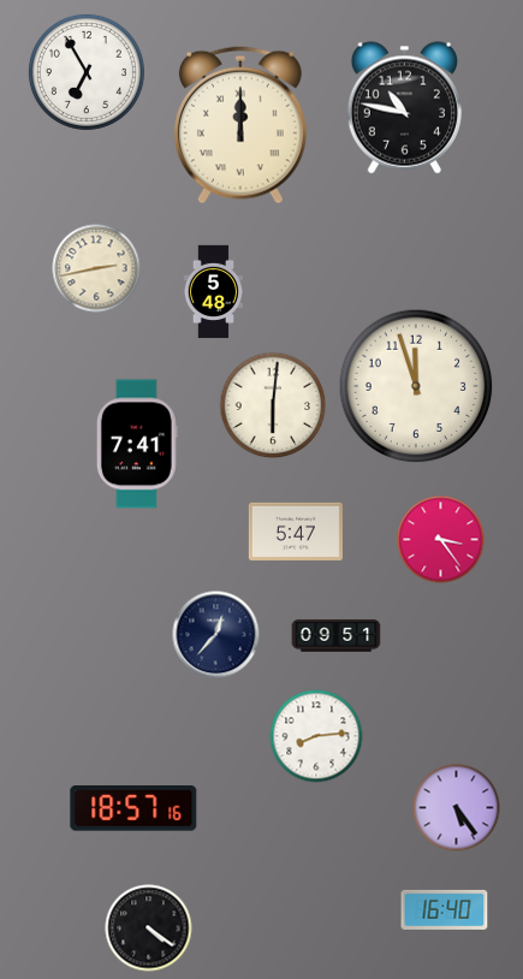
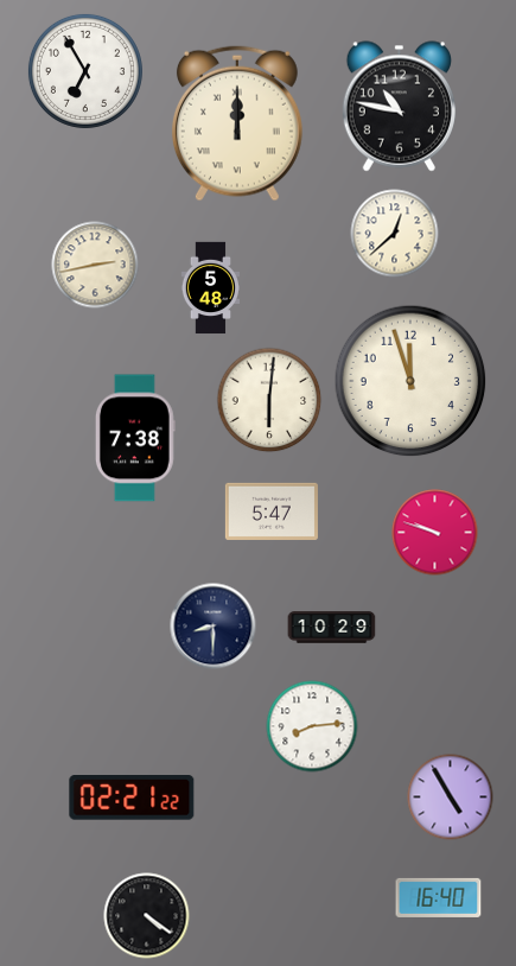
clock at (395, 234): none -> 12:38
clock at (137, 444): 7:41 -> 7:38
clock at (296, 532) position: (296, 532) -> (272, 511)
clock at (441, 540): 3:24 -> 9:48
clock at (216, 635): 12:37 -> 8:30
clock at (337, 636): 09:51 -> 10:29
clock at (133, 808): 18:57 -> 02:21
clock at (457, 808): 5:24 -> 4:55
